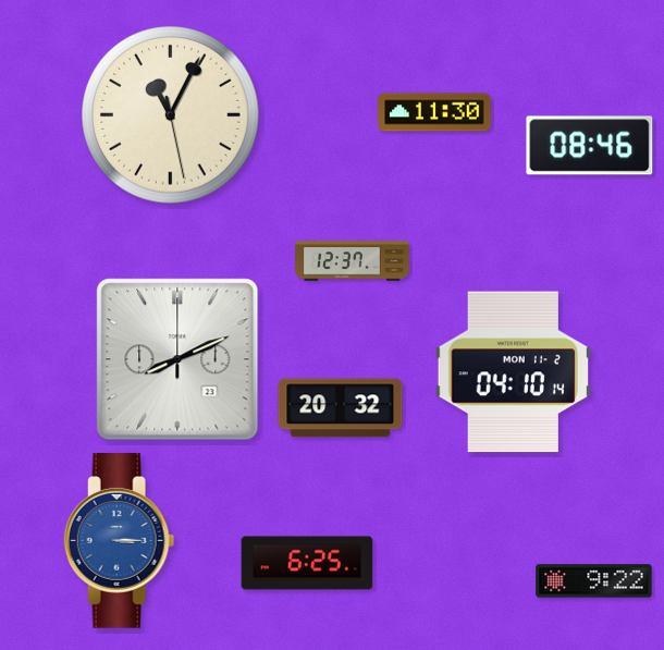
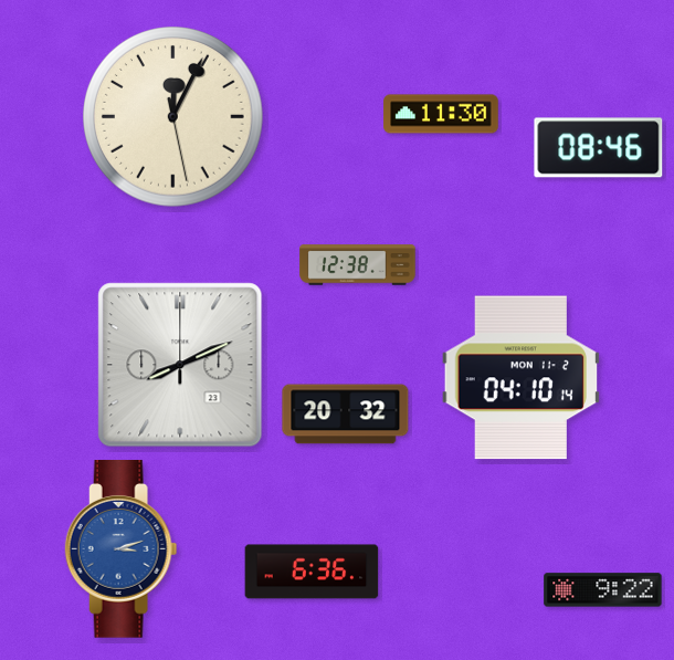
clock at (171, 115): 11:04 -> 12:04
clock at (353, 261): 12:37 -> 12:38
clock at (120, 541): 3:15 -> 3:12
clock at (307, 563): 6:25 -> 6:36
